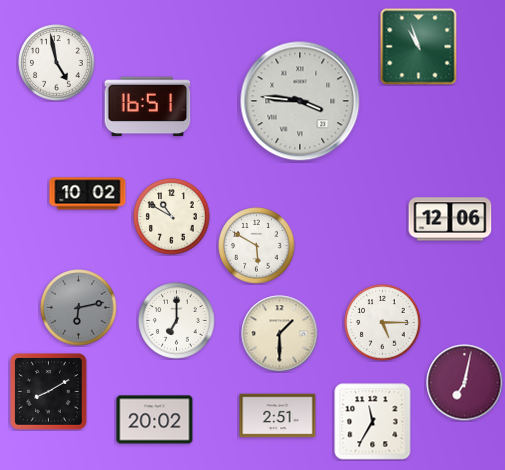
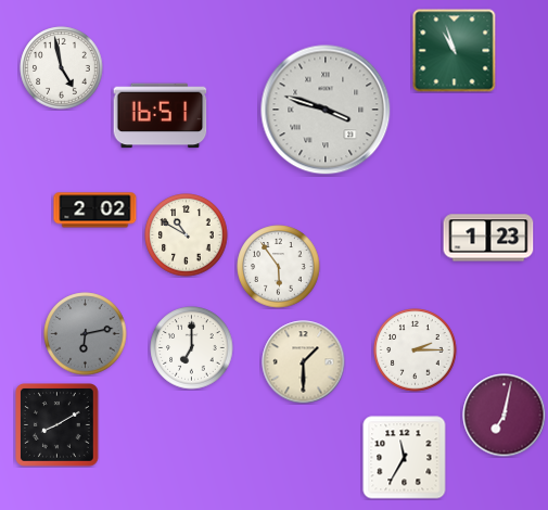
clock at (300, 101): 3:46 -> 3:48
clock at (88, 194): 10:02 -> 2:02
clock at (450, 219): 12:06 -> 1:23
clock at (257, 246): 5:50 -> 5:54
clock at (383, 323): 5:15 -> 2:15
clock at (49, 392) position: (49, 392) -> (58, 425)
clock at (278, 416): 2:51 -> none
clock at (155, 420): 20:02 -> none
